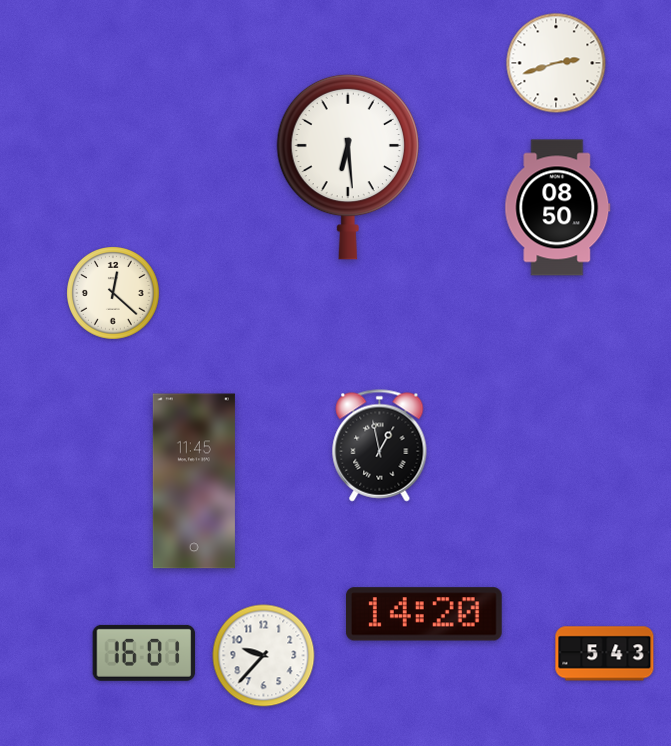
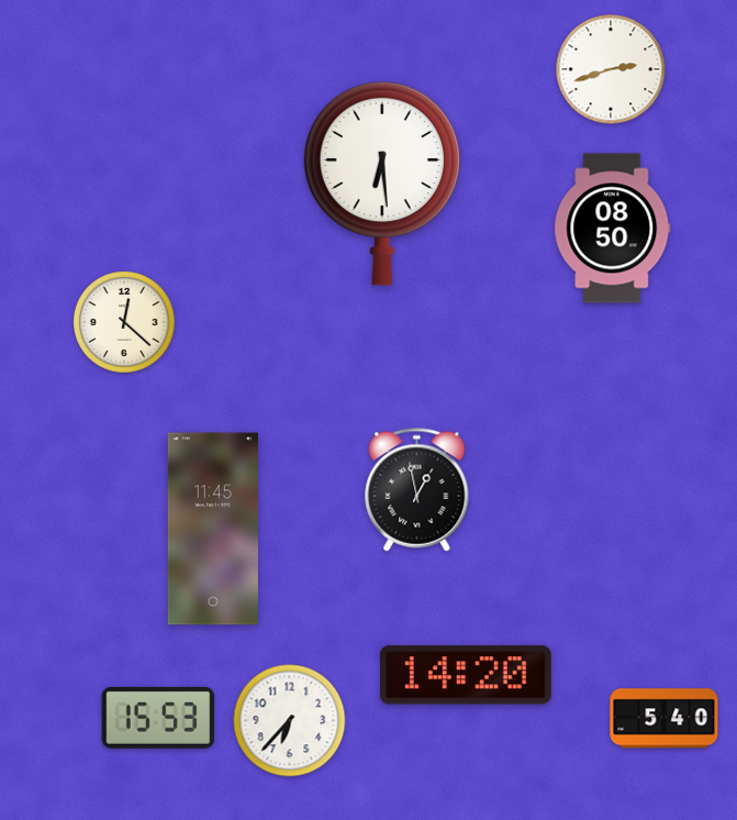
clock at (144, 653): 16:01 -> 15:53
clock at (605, 654): 5:43 -> 5:40
clock at (264, 656): 9:37 -> 6:37
